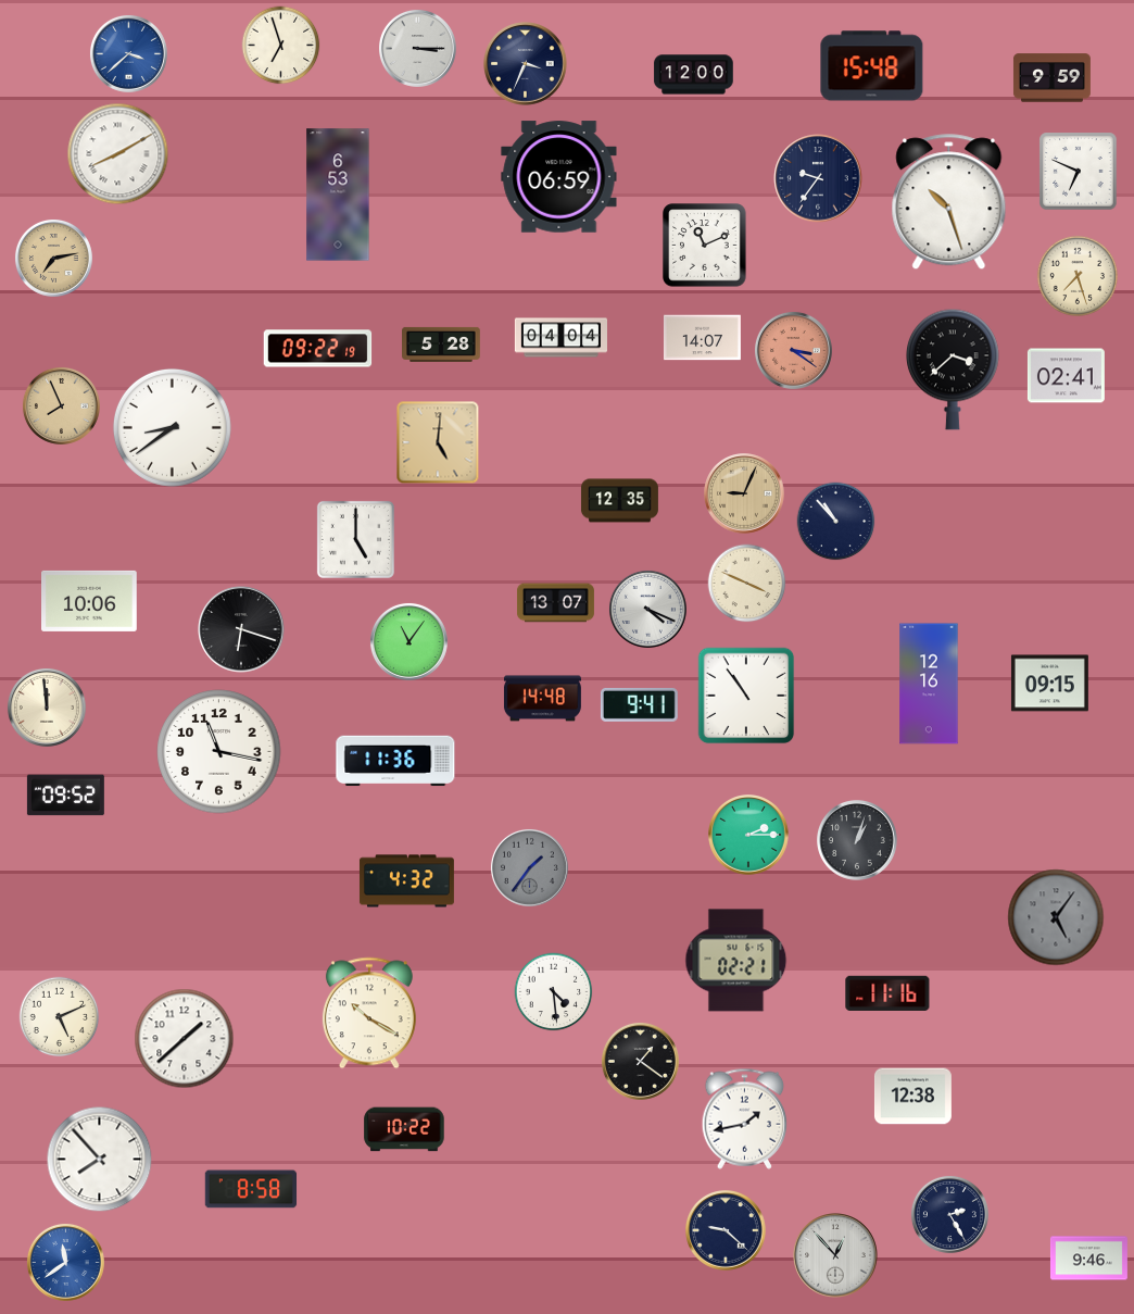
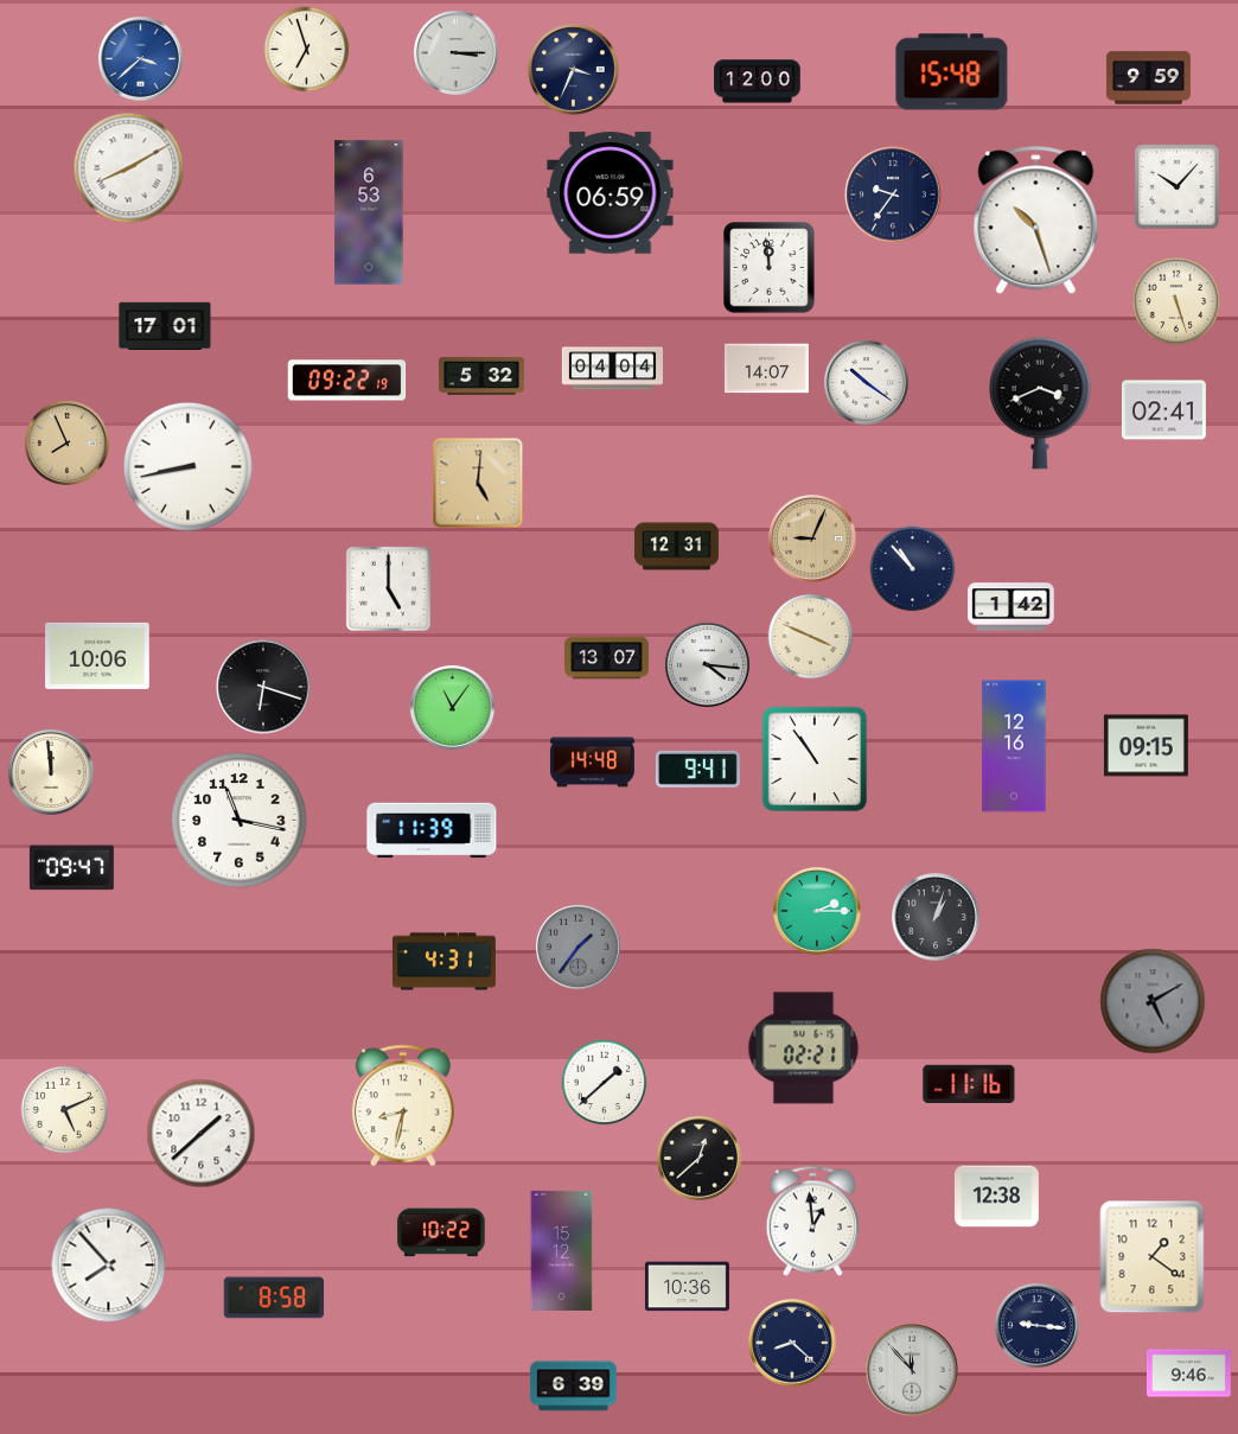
clock at (1051, 78) position: (1051, 78) -> (1148, 78)
clock at (1079, 172): 6:49 -> 10:07
clock at (705, 246): 11:11 -> 11:59
clock at (53, 258): 7:13 -> none
clock at (1076, 275): 7:27 -> 5:27
clock at (165, 325): none -> 17:01
clock at (441, 345): 5:28 -> 5:32
clock at (793, 350): 3:21 -> 10:21
clock at (793, 350) dial: salmon -> white
clock at (954, 370): 3:38 -> 3:41
clock at (172, 427): 8:39 -> 8:43
clock at (619, 501): 12:35 -> 12:31
clock at (1012, 607): none -> 1:42
clock at (747, 584) position: (747, 584) -> (811, 637)
clock at (647, 609): 4:19 -> 4:16
clock at (408, 641) position: (408, 641) -> (452, 707)
clock at (395, 761): 11:36 -> 11:39
clock at (65, 796): 09:52 -> 09:47
clock at (406, 881): 4:32 -> 4:31
clock at (1056, 917): 5:06 -> 5:10
clock at (554, 992): 4:29 -> 1:38
clock at (369, 1013): 10:20 -> 8:32
clock at (640, 1061): 1:21 -> 12:38
clock at (745, 1118): 1:43 -> 12:59
clock at (562, 1250): none -> 15:12
clock at (1153, 1257): none -> 1:21
clock at (687, 1287): none -> 10:36
clock at (949, 1214): 2:25 -> 9:16
clock at (727, 1231): 9:22 -> 8:22
clock at (835, 1255): 12:53 -> 11:53
clock at (65, 1262): 11:39 -> none
clock at (574, 1387): none -> 6:39
